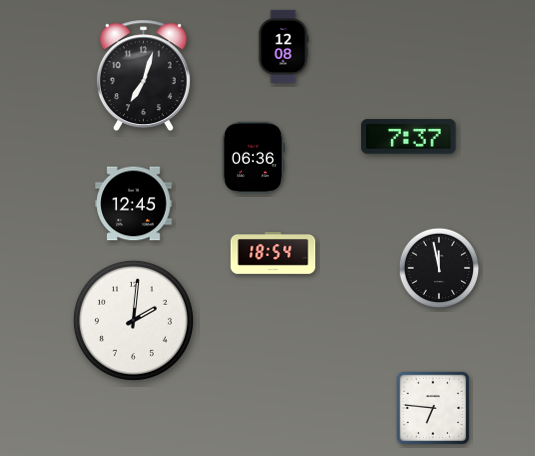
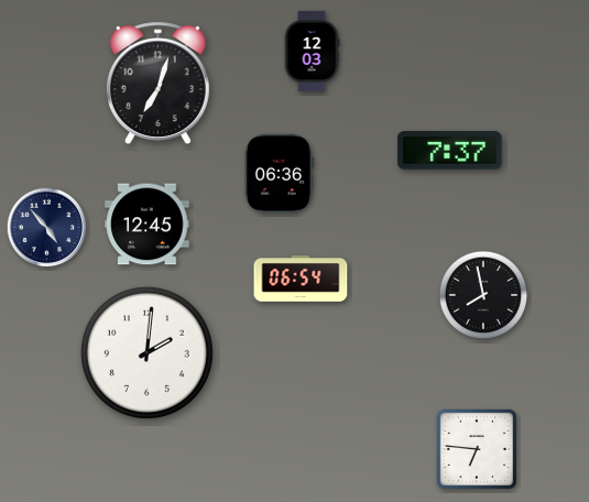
clock at (283, 46): 12:08 -> 12:03
clock at (47, 228): none -> 4:53
clock at (273, 254): 18:54 -> 06:54
clock at (439, 268): 11:58 -> 7:58
